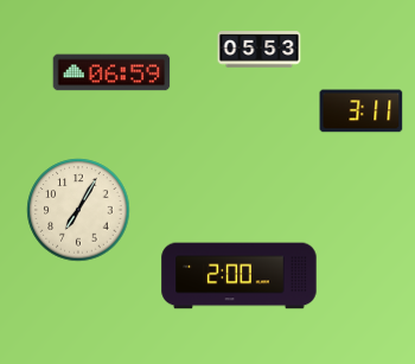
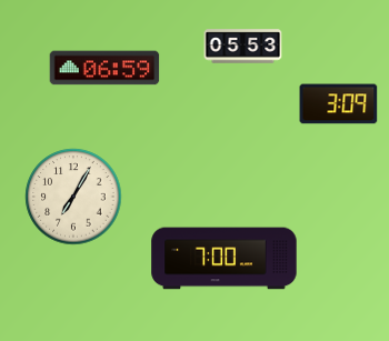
clock at (362, 111): 3:11 -> 3:09
clock at (240, 276): 2:00 -> 7:00
